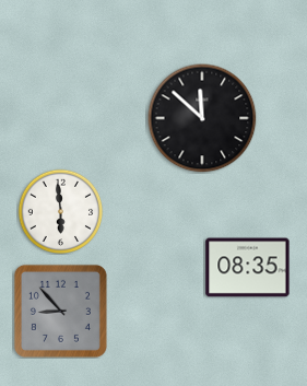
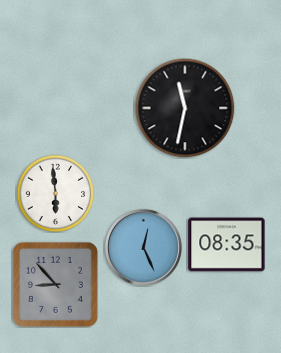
clock at (202, 118): 11:52 -> 11:32
clock at (143, 247): none -> 12:26
